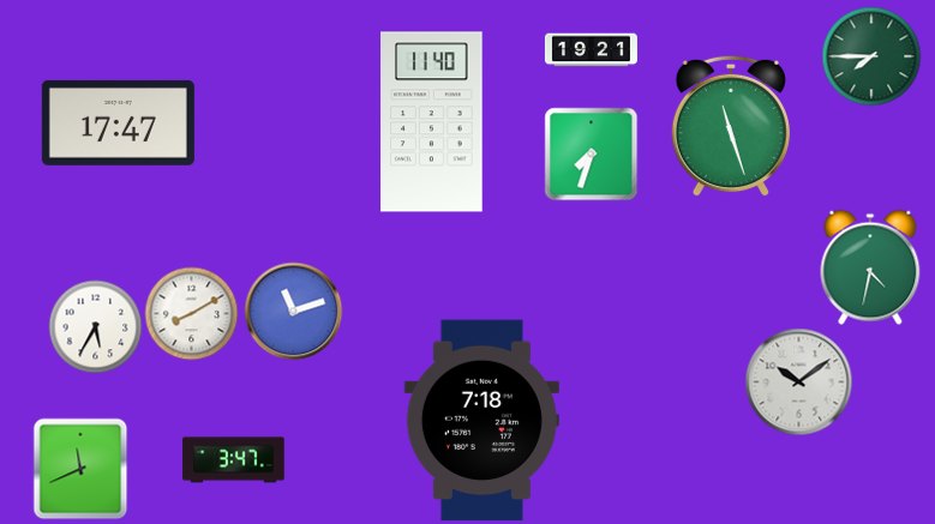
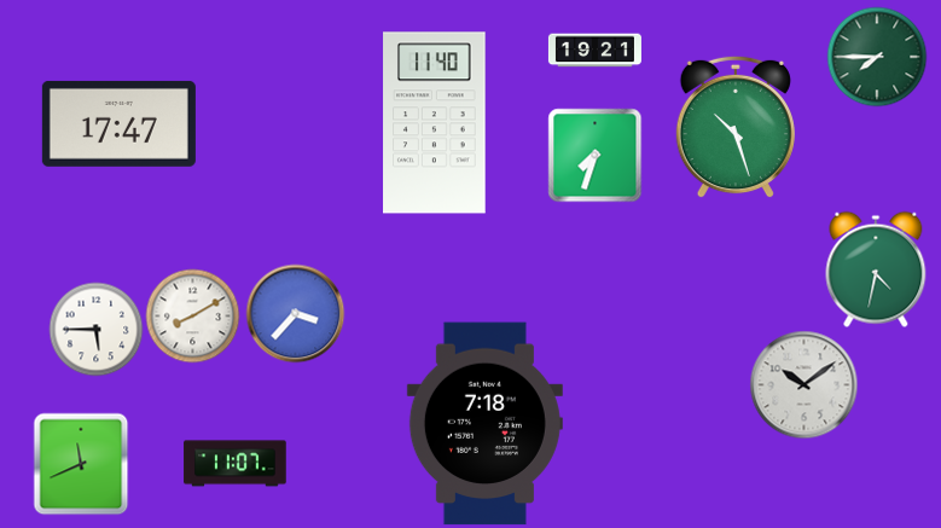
clock at (731, 126): 11:27 -> 10:27
clock at (293, 311): 11:12 -> 3:37
clock at (95, 326): 5:35 -> 5:45
clock at (234, 460): 3:47 -> 11:07
clock at (80, 469) position: (80, 469) -> (81, 464)
